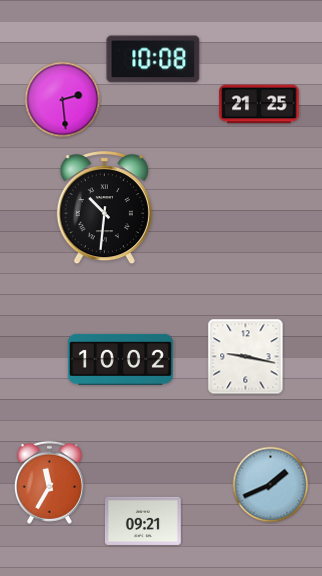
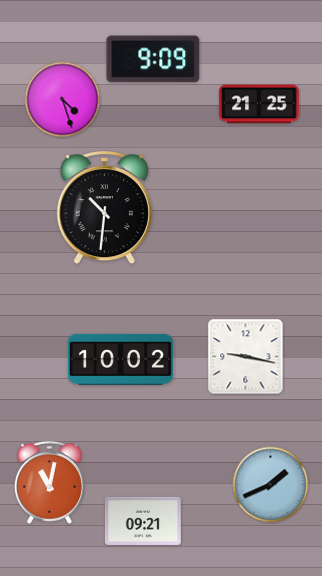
clock at (153, 59): 10:08 -> 9:09
clock at (63, 100): 2:29 -> 4:27
clock at (49, 482): 11:35 -> 11:02
